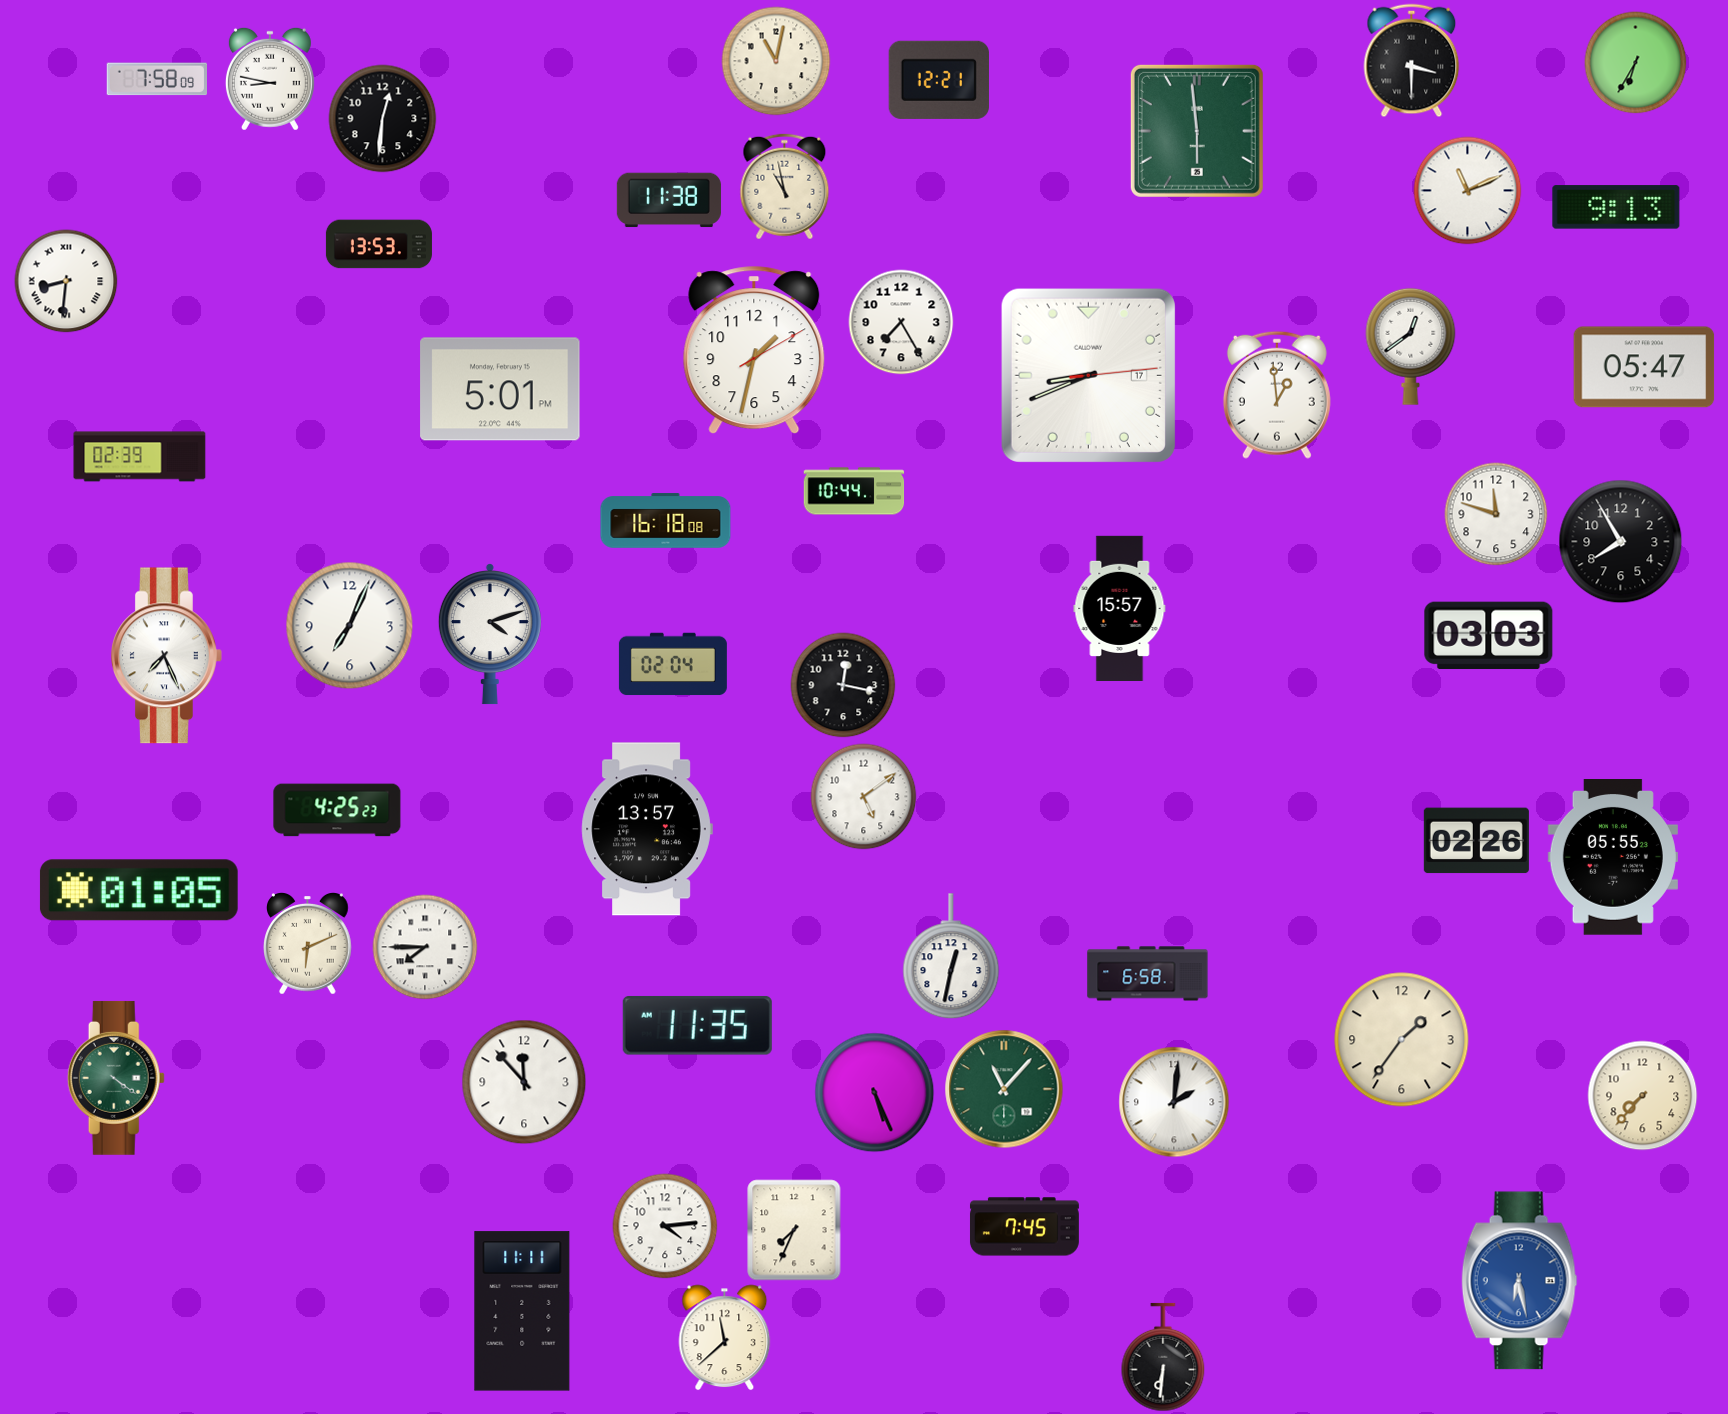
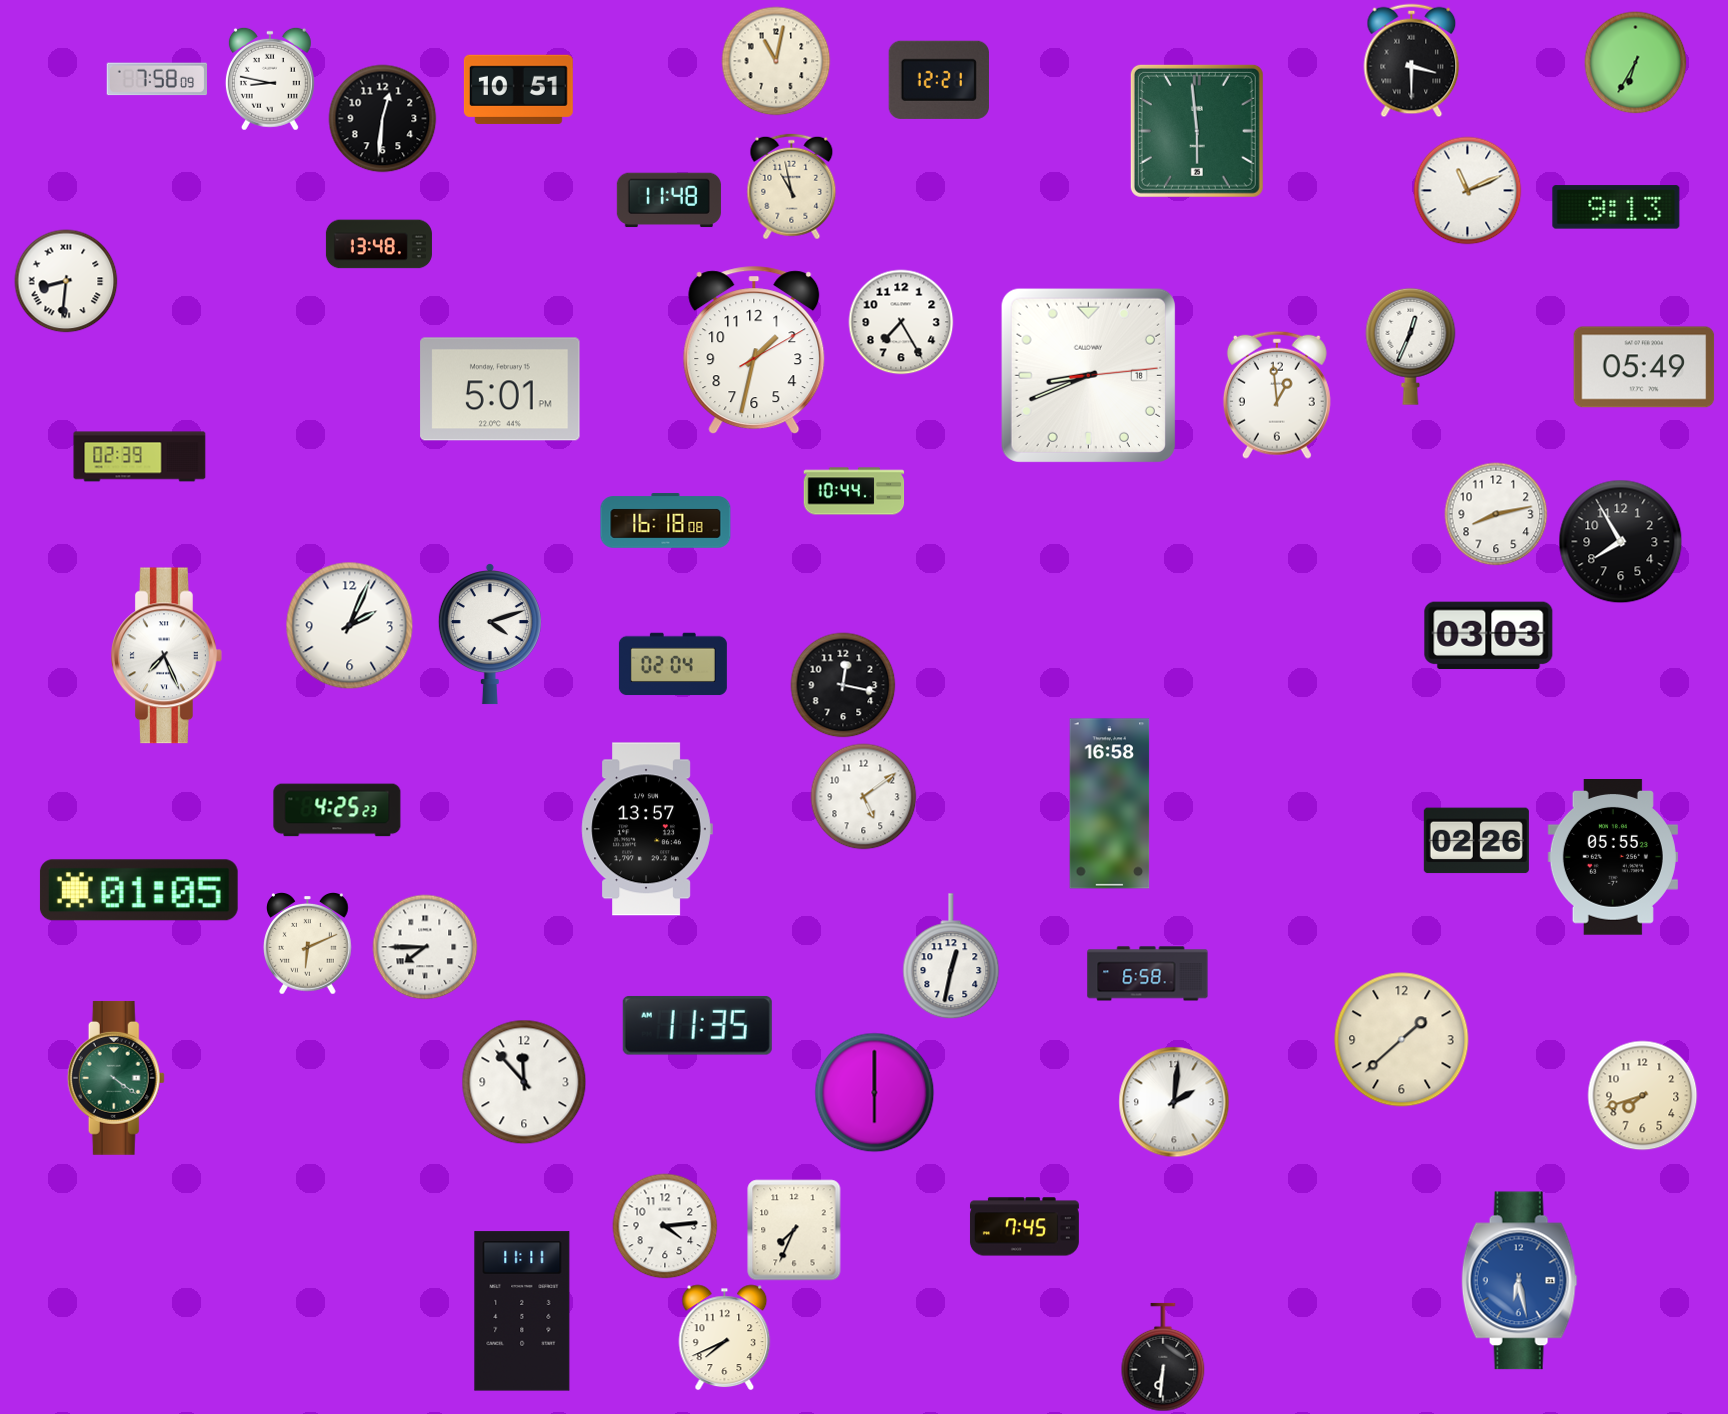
clock at (518, 89): none -> 10:51
clock at (785, 187) position: (785, 187) -> (792, 187)
clock at (669, 200): 11:38 -> 11:48
clock at (379, 244): 13:53 -> 13:48
clock at (1411, 346): 12:39 -> 12:34
clock at (1644, 367): 05:47 -> 05:49
clock at (1088, 375) date: 17 -> 18
clock at (1496, 514): 11:48 -> 8:13
clock at (1120, 608): 15:57 -> none
clock at (350, 626): 7:04 -> 2:04
clock at (1110, 804): none -> 16:58
clock at (1402, 1040): 1:36 -> 1:38
clock at (1004, 1089): 11:07 -> none
clock at (875, 1093): 5:26 -> 6:00
clock at (1643, 1096): 7:37 -> 7:42
clock at (725, 1338): 11:38 -> 7:41
